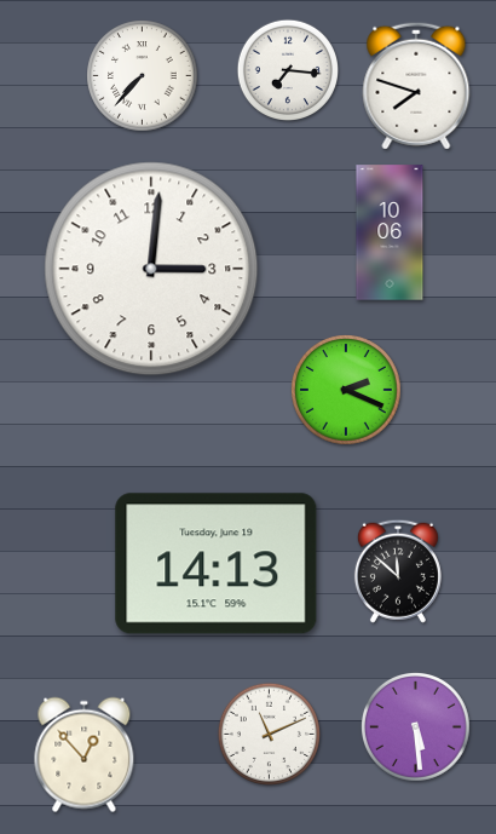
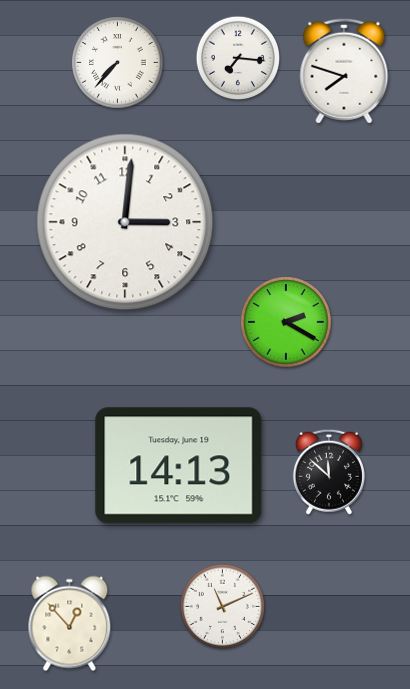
clock at (390, 232): 10:06 -> none
clock at (347, 391): 2:19 -> 2:20
clock at (416, 727): 5:29 -> none
